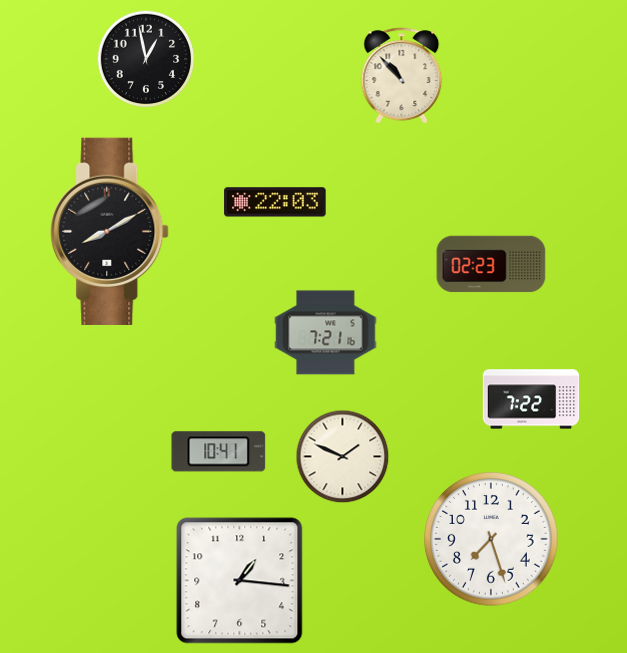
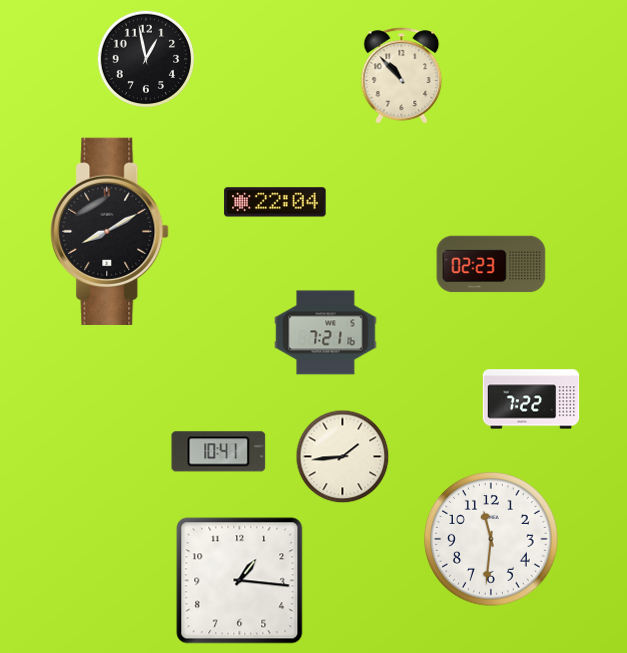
clock at (275, 202): 22:03 -> 22:04
clock at (343, 457): 1:49 -> 1:44
clock at (492, 540): 7:27 -> 11:31
